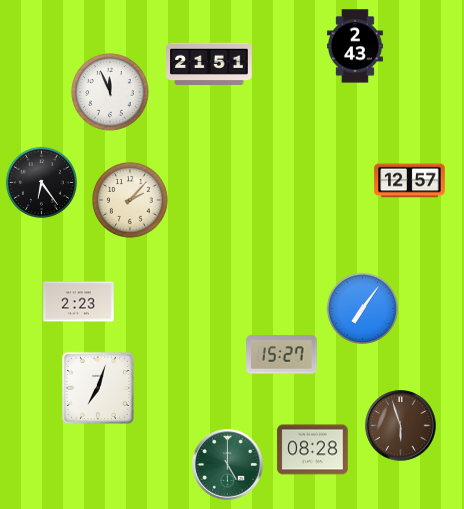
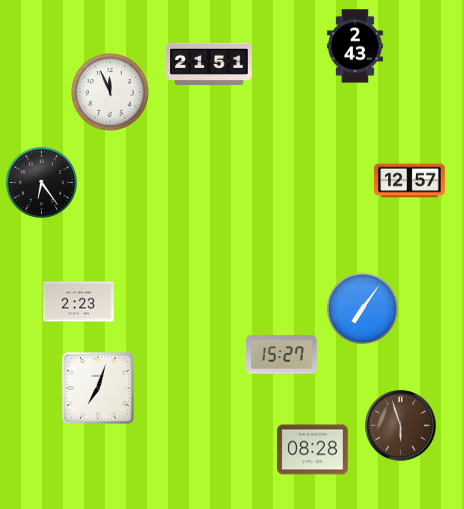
clock at (130, 200): 2:07 -> none
clock at (228, 465): 5:00 -> none
